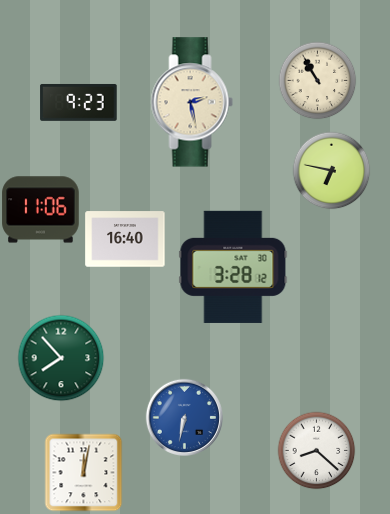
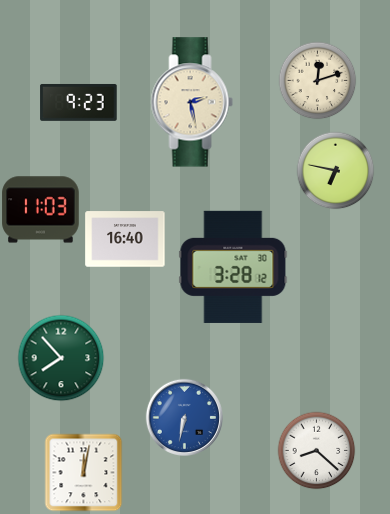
clock at (317, 80): 10:55 -> 12:12
clock at (331, 170) position: (331, 170) -> (335, 170)
clock at (41, 210): 11:06 -> 11:03
